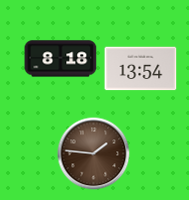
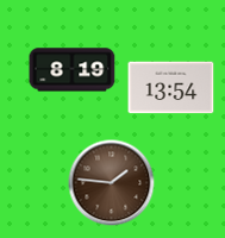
clock at (61, 59): 8:18 -> 8:19
clock at (141, 69) position: (141, 69) -> (171, 88)
